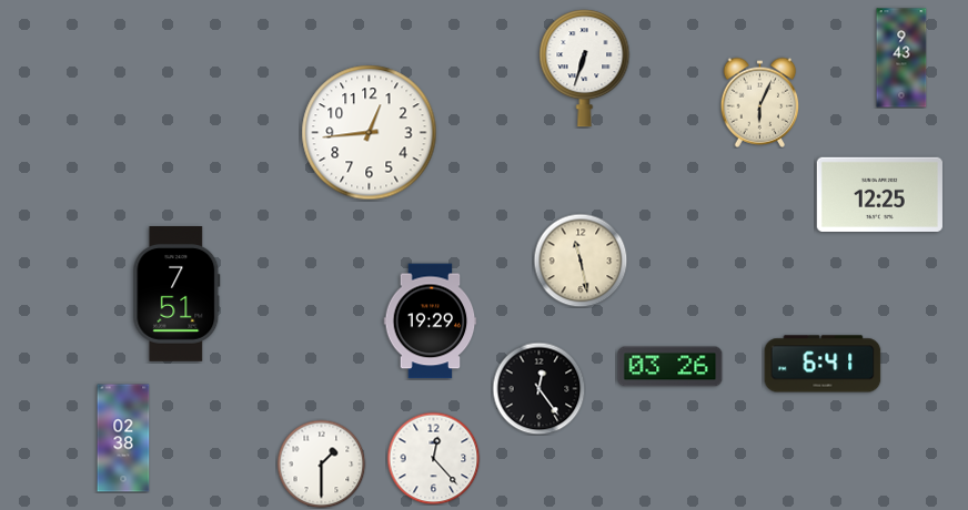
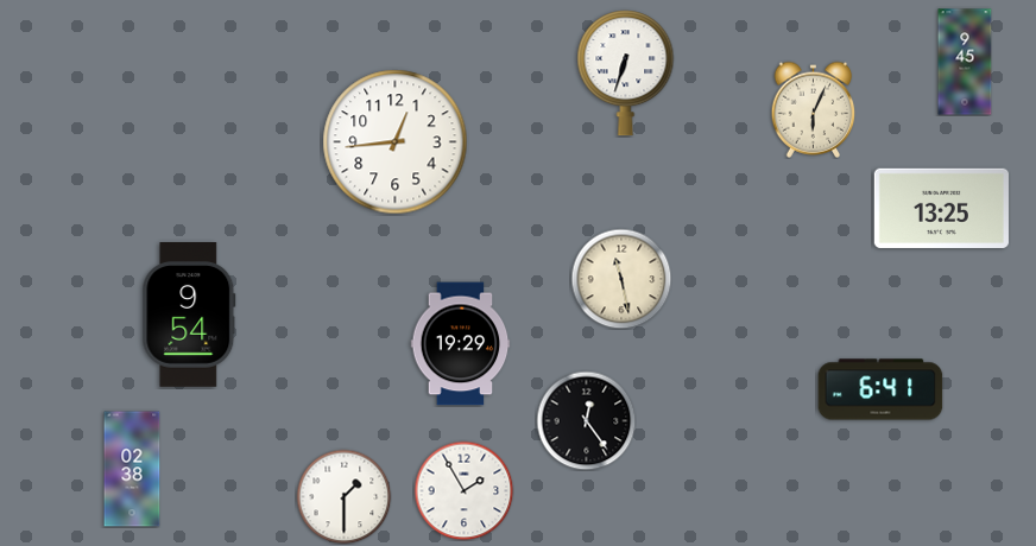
clock at (901, 58): 9:43 -> 9:45
clock at (879, 194): 12:25 -> 13:25
clock at (177, 295): 7:51 -> 9:54
clock at (670, 367): 03:26 -> none
clock at (538, 388) position: (538, 388) -> (586, 420)
clock at (433, 458): 12:23 -> 1:55
